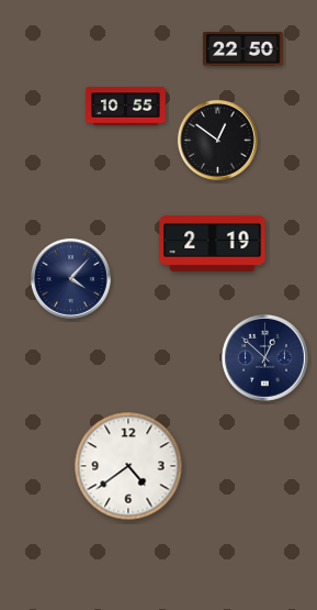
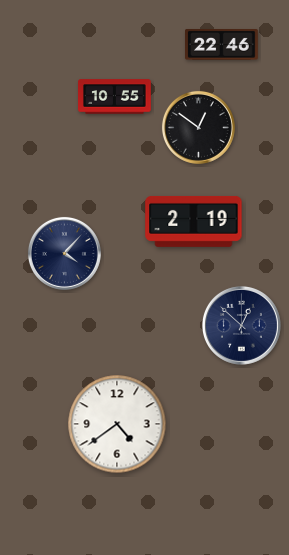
clock at (244, 49): 22:50 -> 22:46
